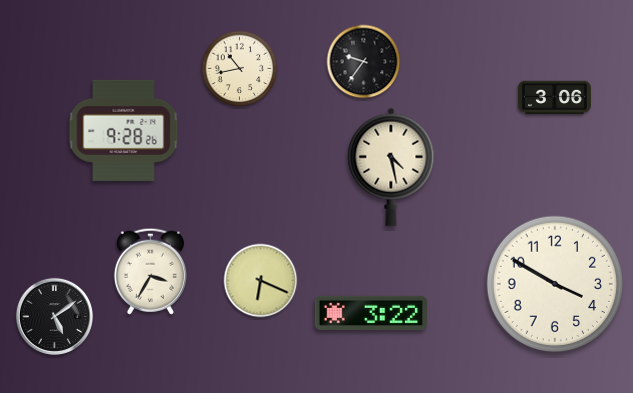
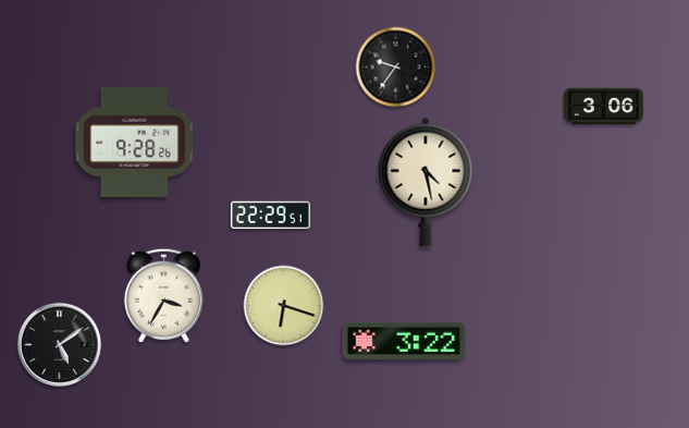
clock at (240, 69): 10:43 -> none
clock at (270, 216): none -> 22:29
clock at (261, 281): 6:19 -> 6:18
clock at (555, 284): 3:50 -> none
